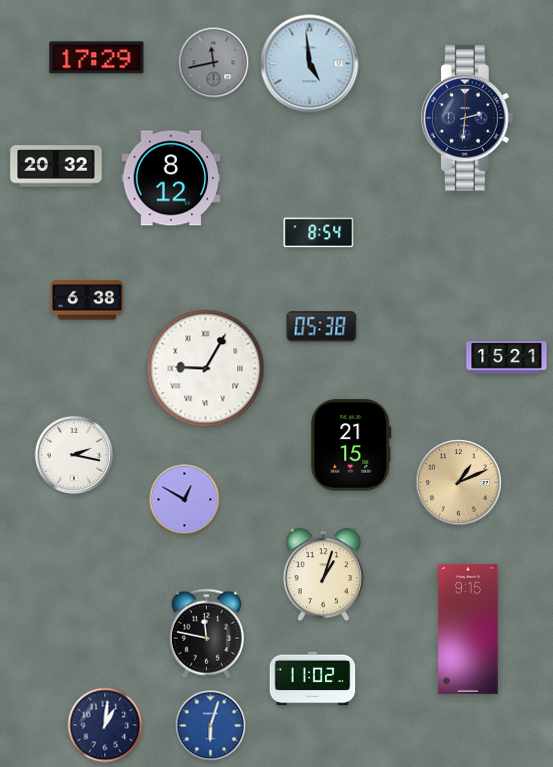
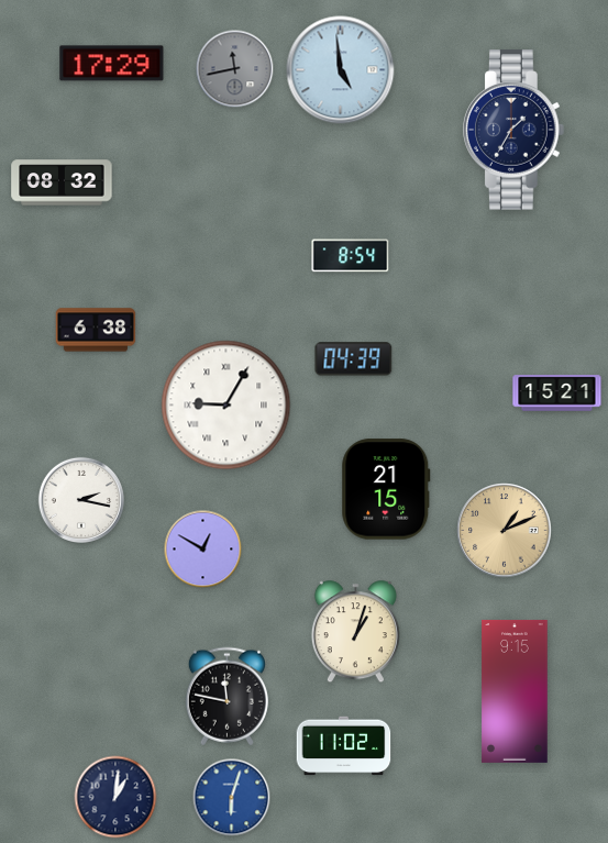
clock at (97, 58) position: (97, 58) -> (112, 64)
clock at (468, 118): 2:31 -> 1:35
clock at (56, 166): 20:32 -> 08:32
clock at (171, 178): 8:12 -> none
clock at (322, 327): 05:38 -> 04:39
